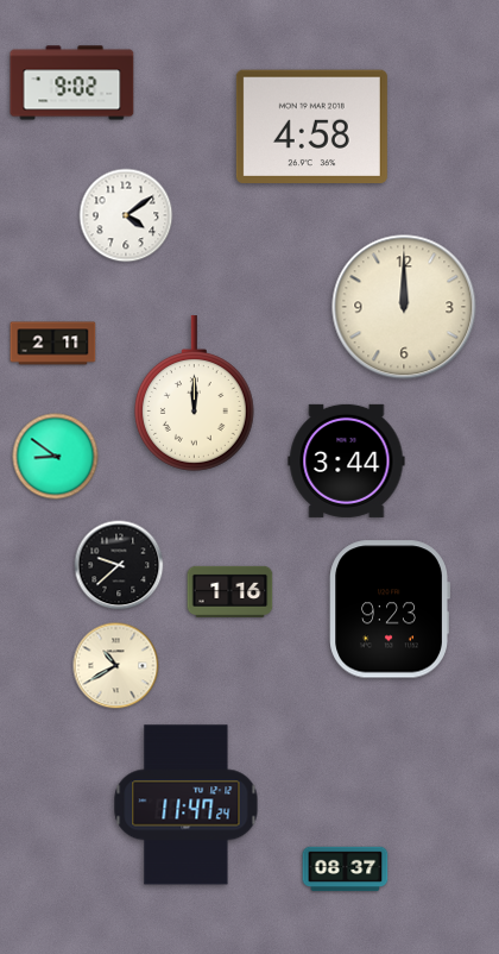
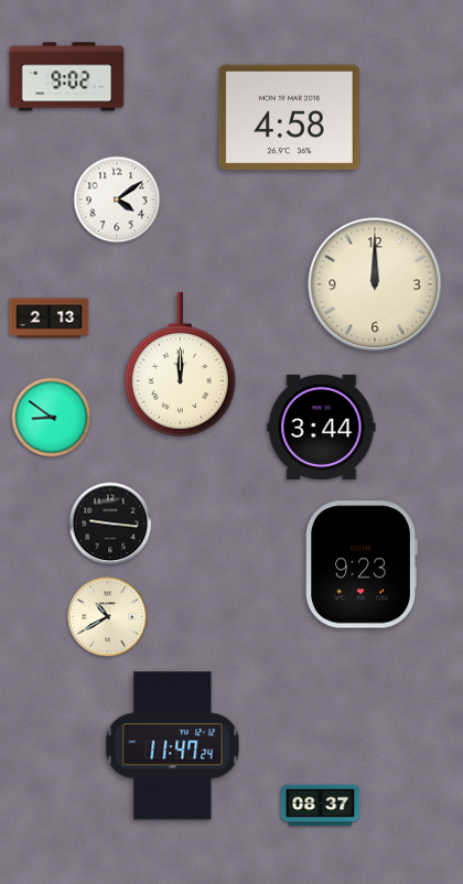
clock at (53, 344): 2:11 -> 2:13
clock at (56, 457) position: (56, 457) -> (52, 418)
clock at (119, 565): 9:38 -> 9:16
clock at (230, 591): 1:16 -> none
